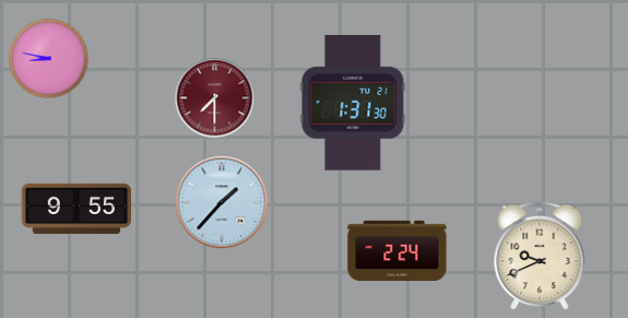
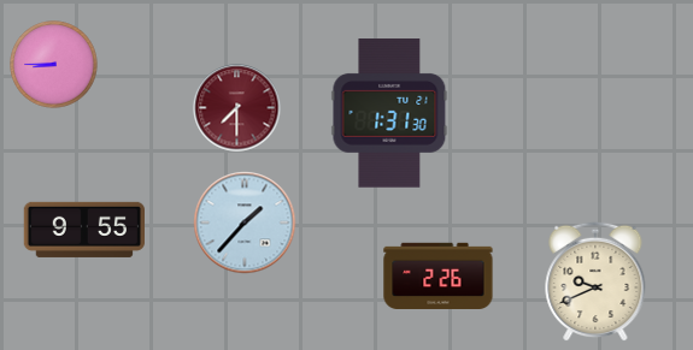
clock at (49, 59): 8:47 -> 8:45
clock at (398, 250): 2:24 -> 2:26
